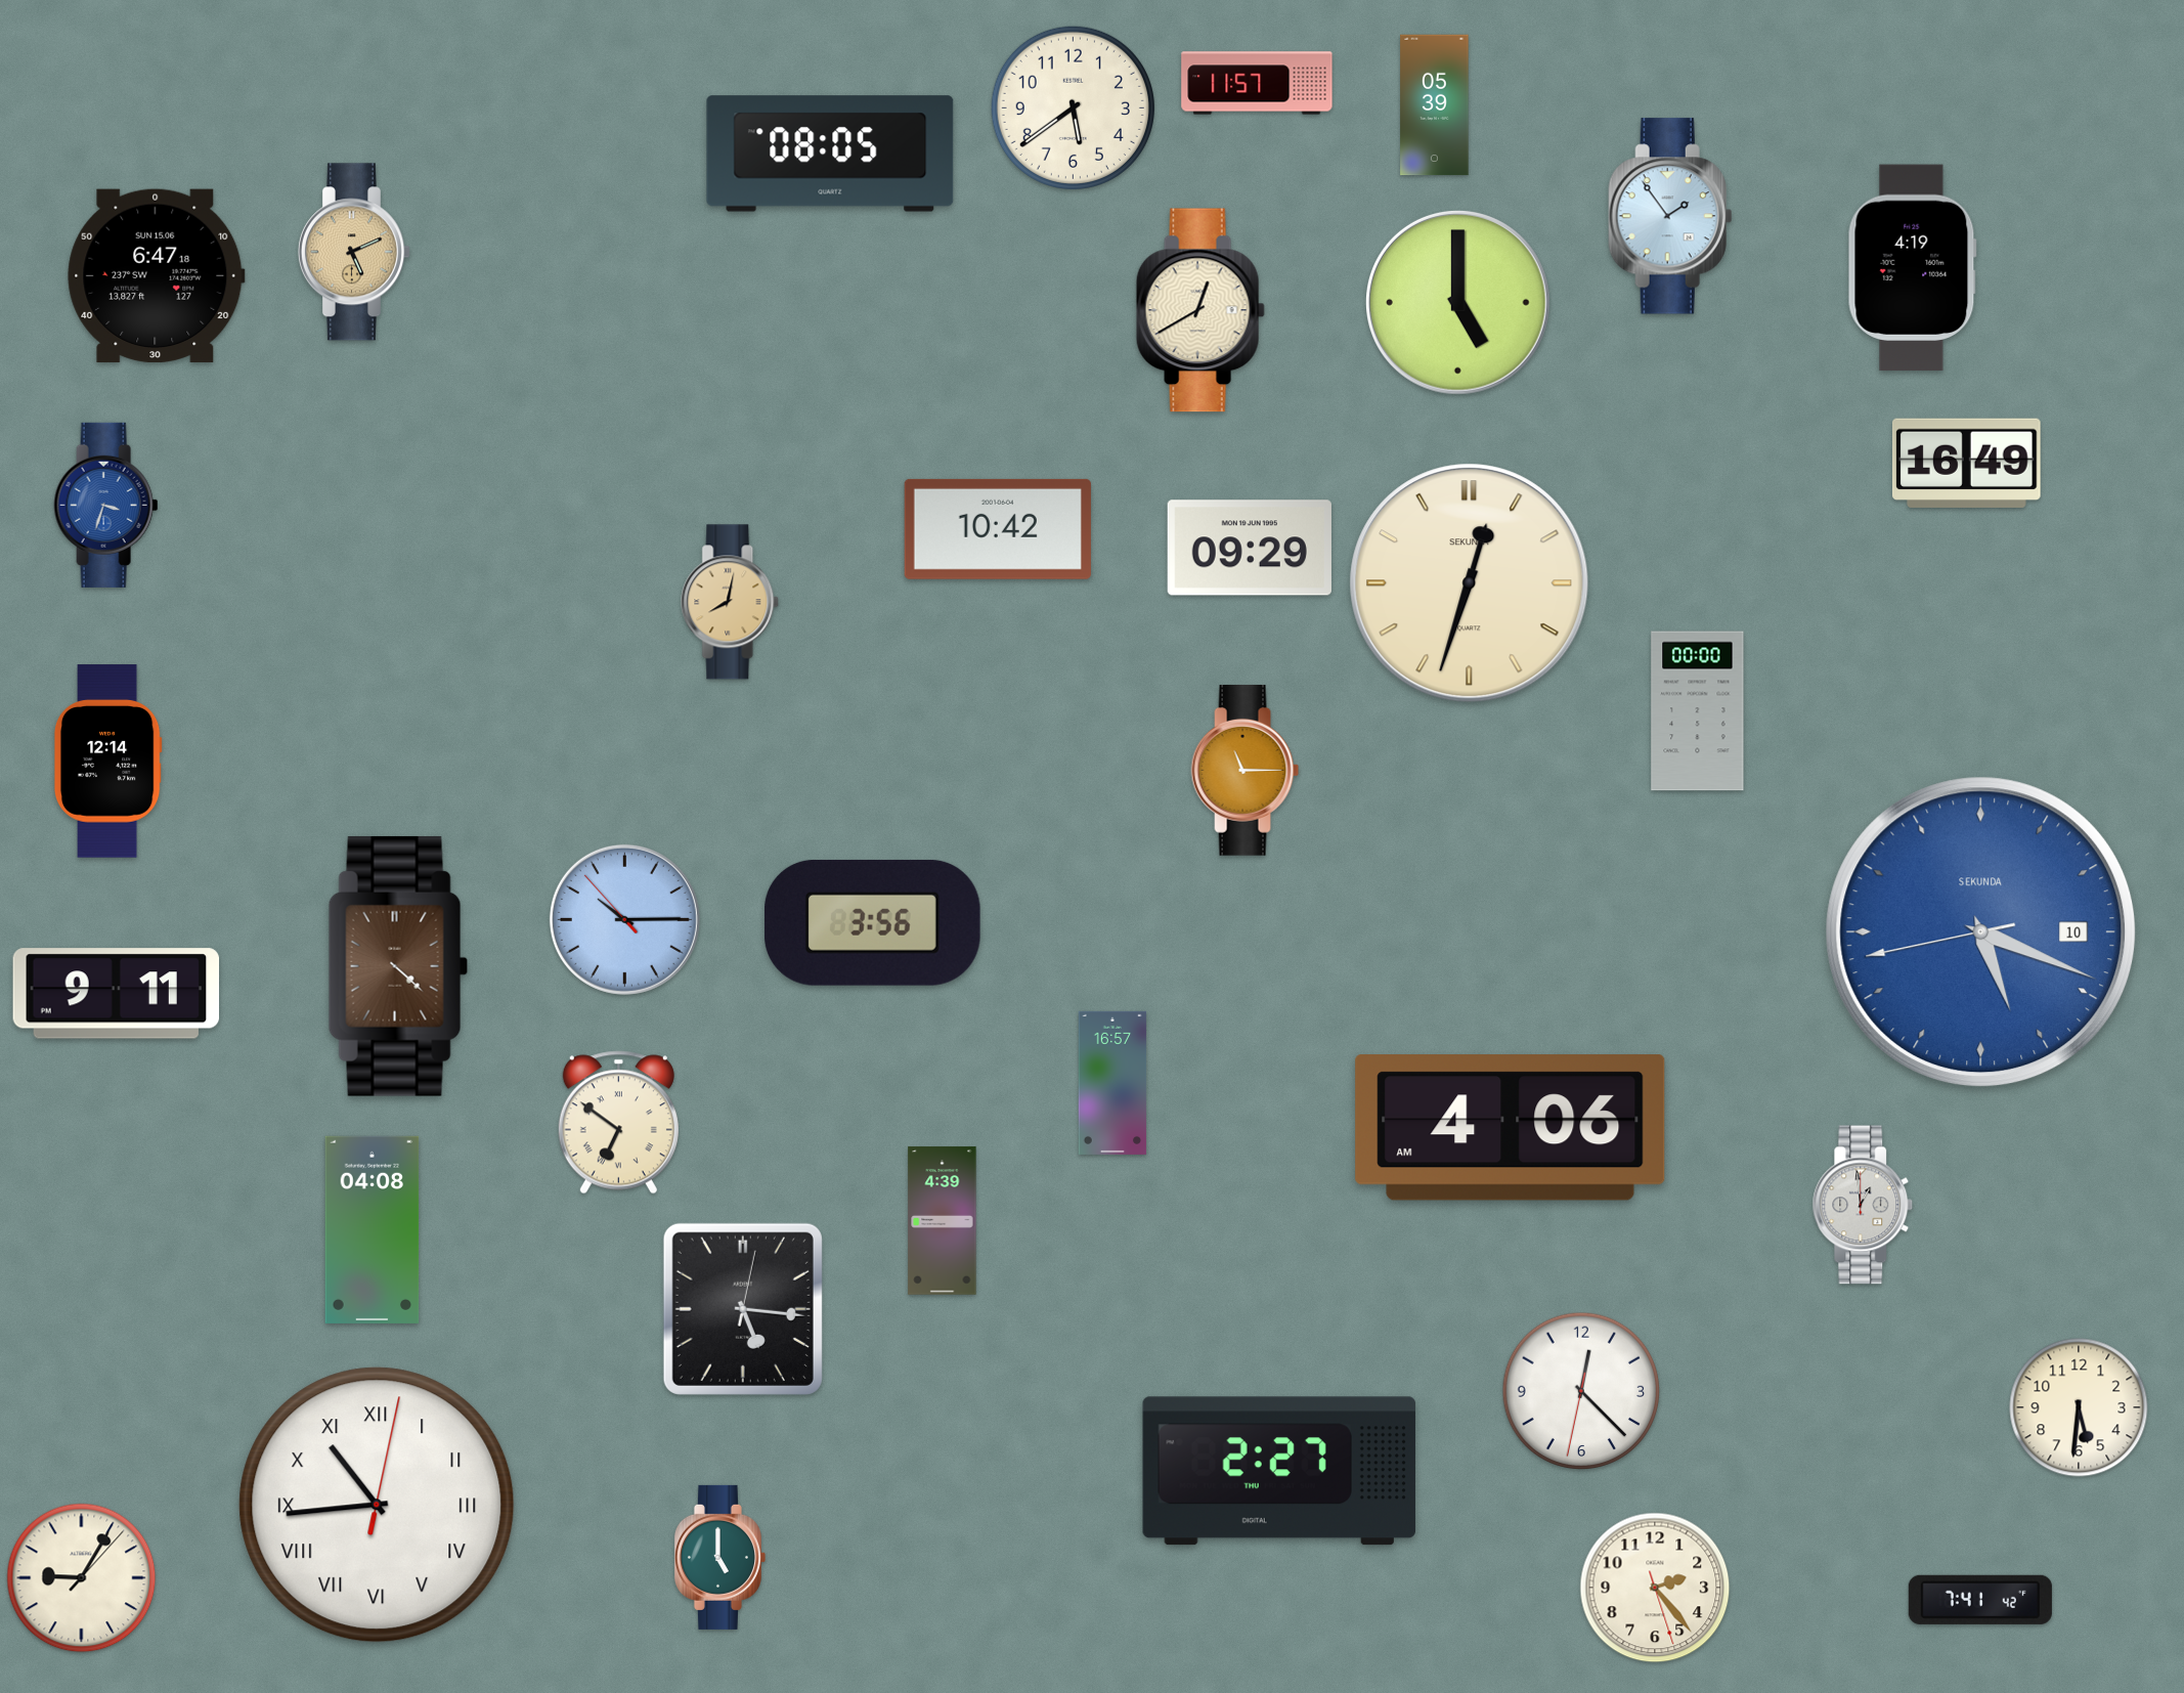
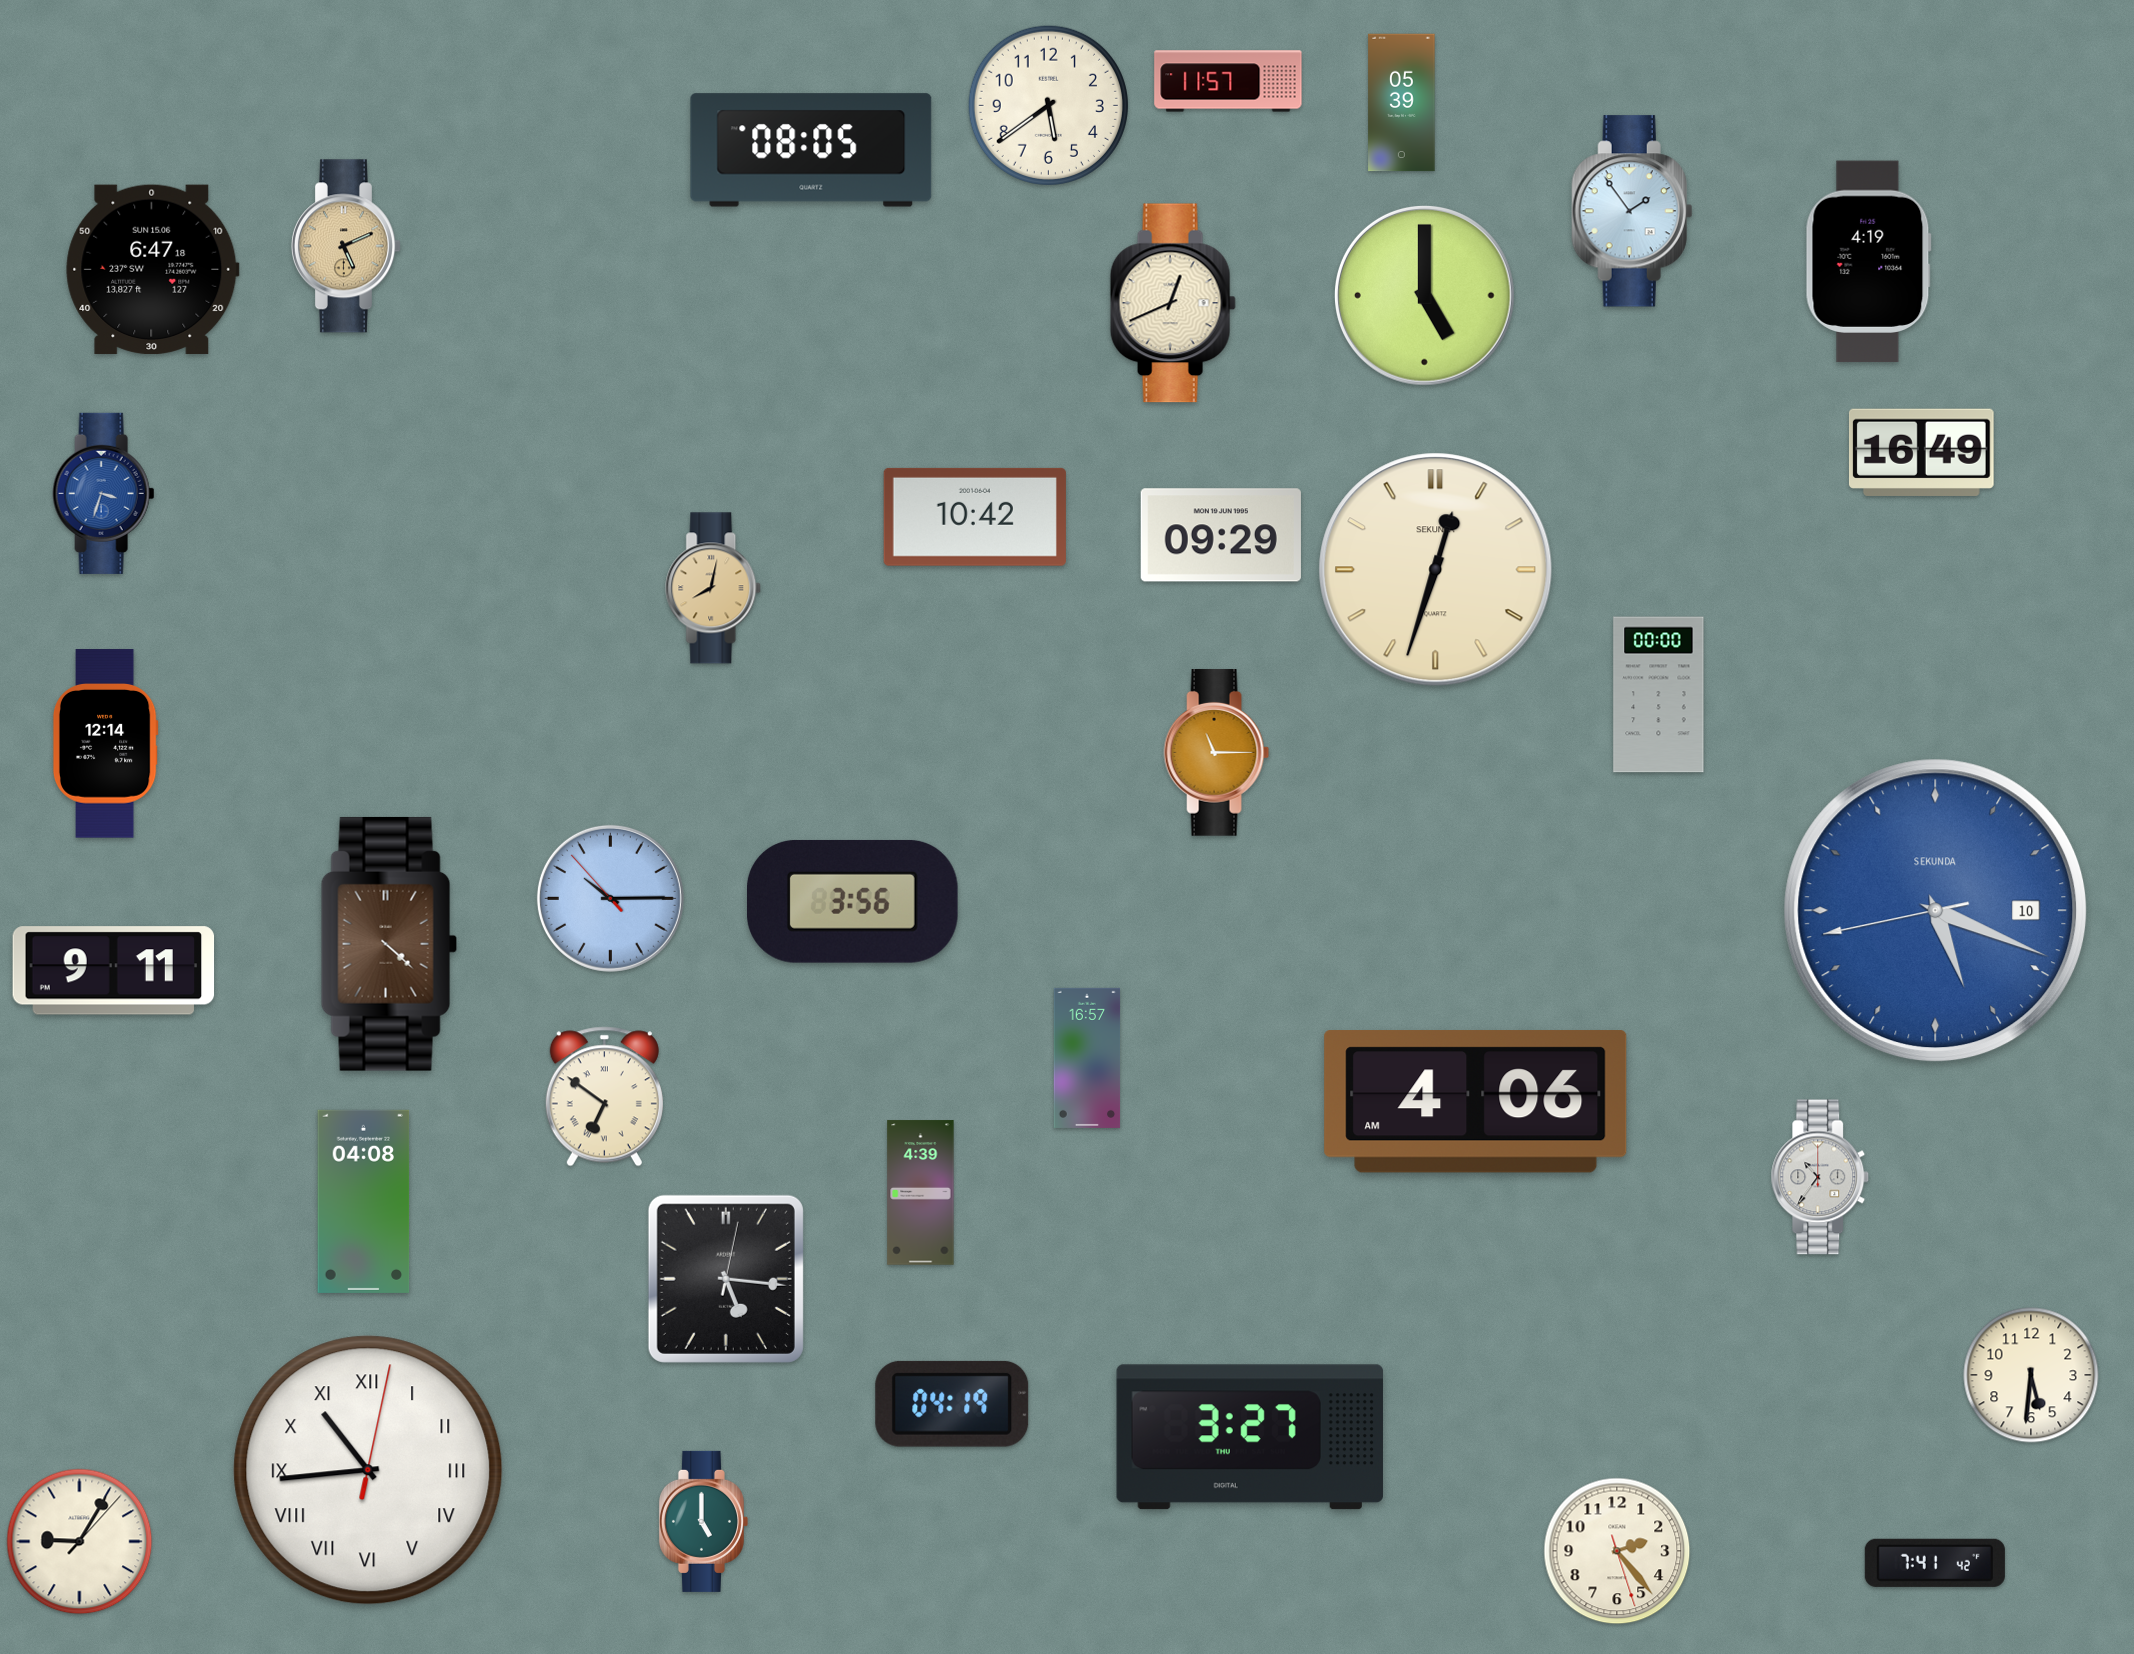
clock at (1200, 310): 12:40 -> 12:41
clock at (1863, 1205): 12:59 -> 10:36
clock at (1581, 1391): 12:22 -> none
clock at (952, 1404): none -> 04:19
clock at (1279, 1471): 2:27 -> 3:27
